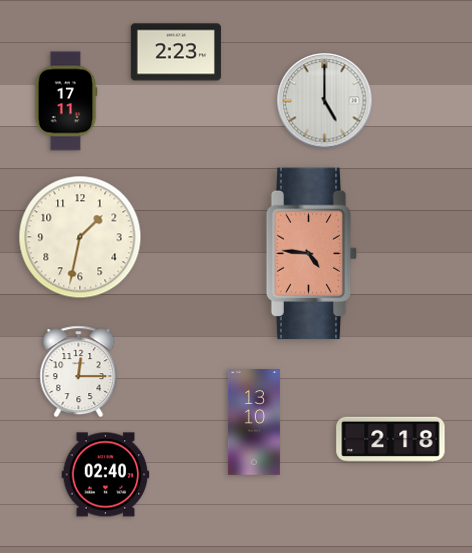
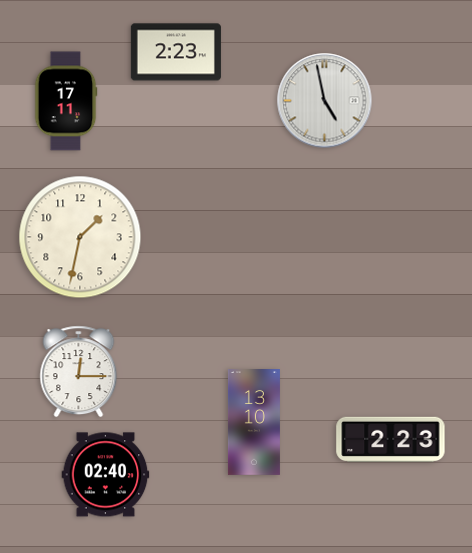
clock at (325, 101): 5:00 -> 4:58
clock at (312, 254): 4:46 -> none
clock at (391, 439): 2:18 -> 2:23
